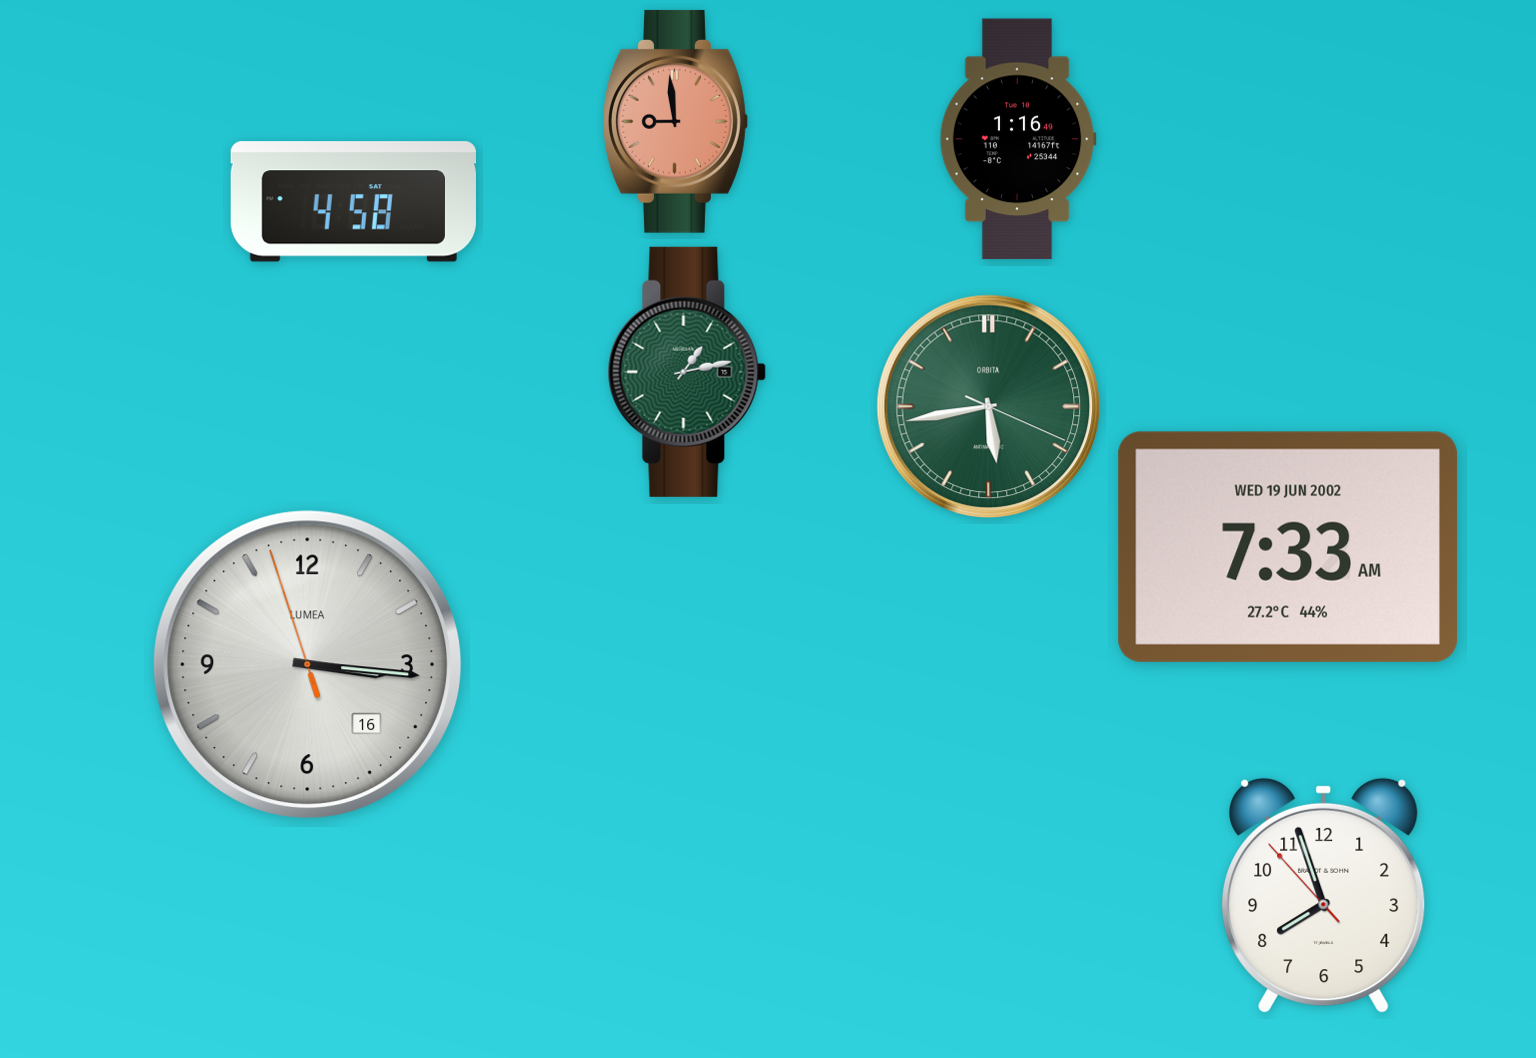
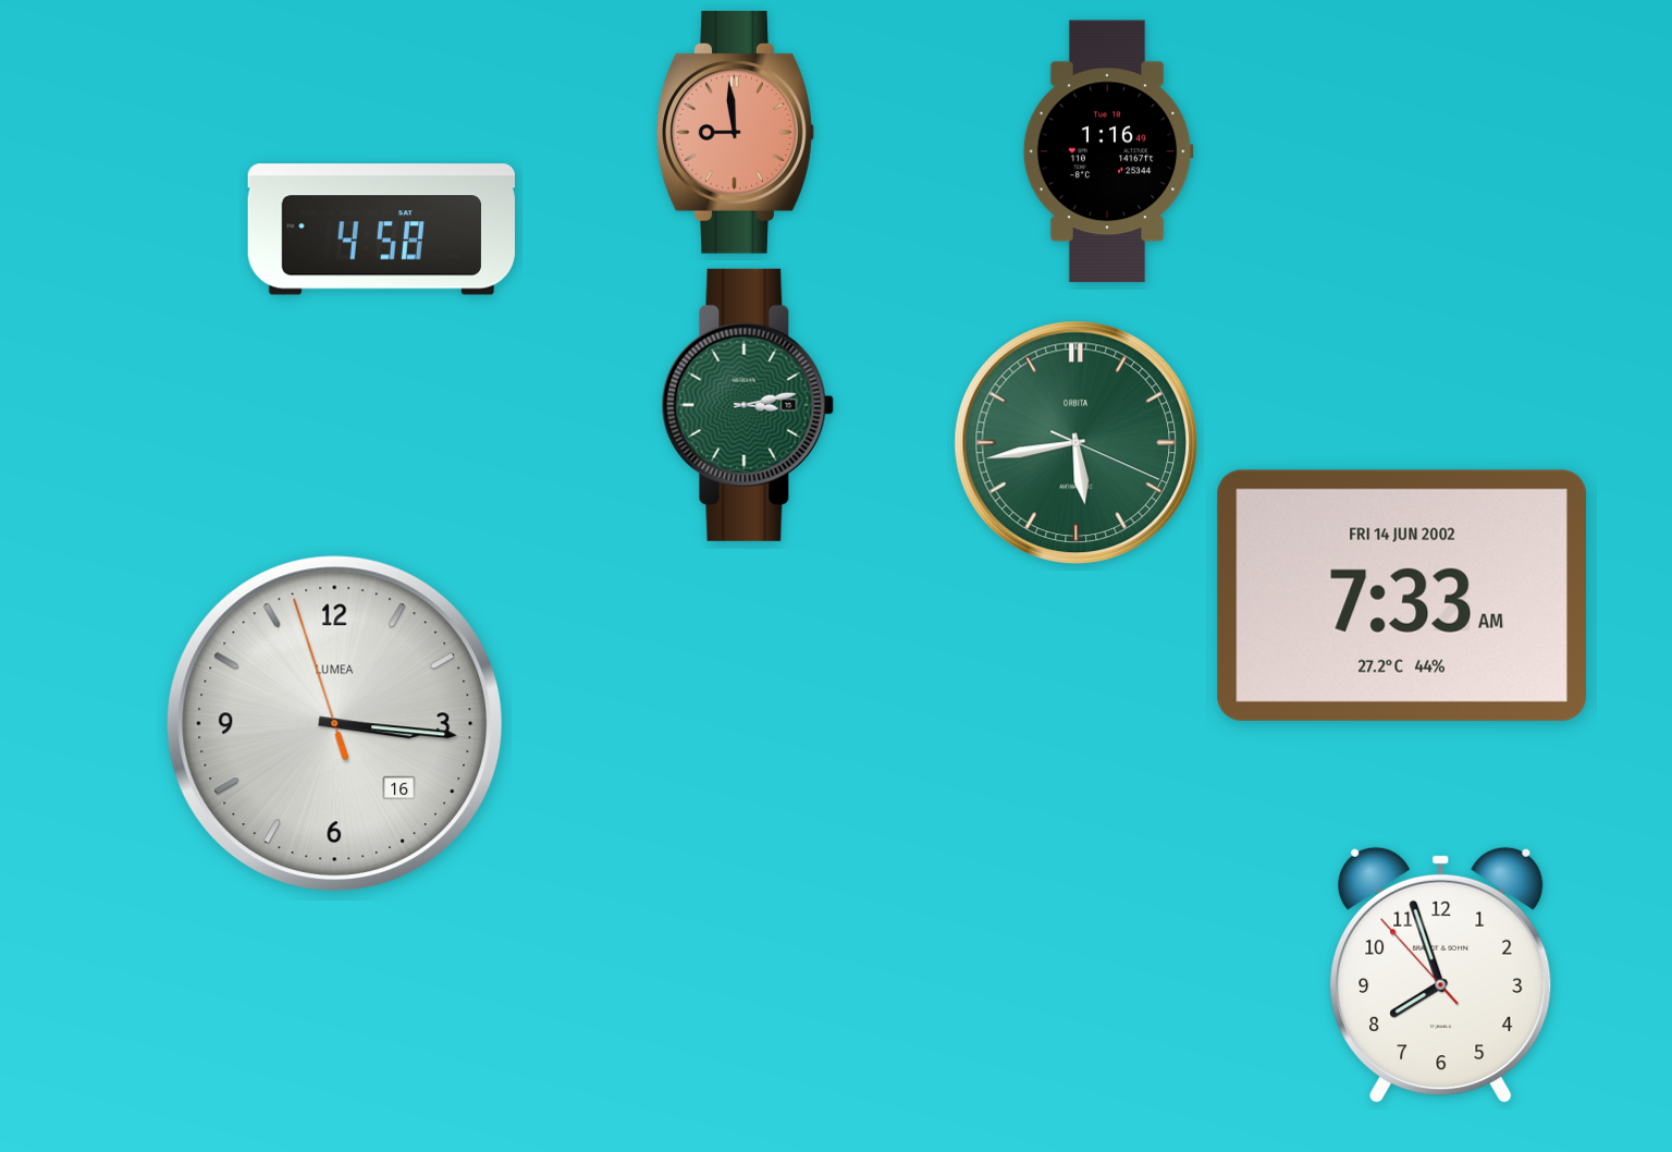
clock at (353, 202) position: (353, 202) -> (381, 230)
clock at (687, 372): 1:13 -> 3:13
clock at (1288, 547) date: WED 19 JUN 2002 -> FRI 14 JUN 2002
